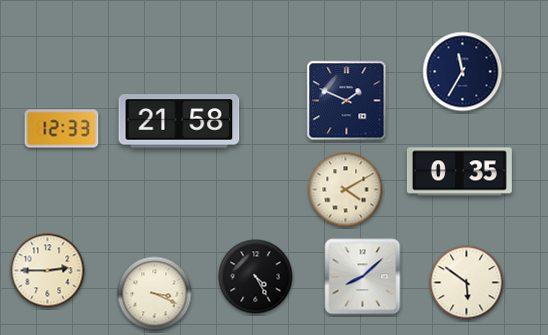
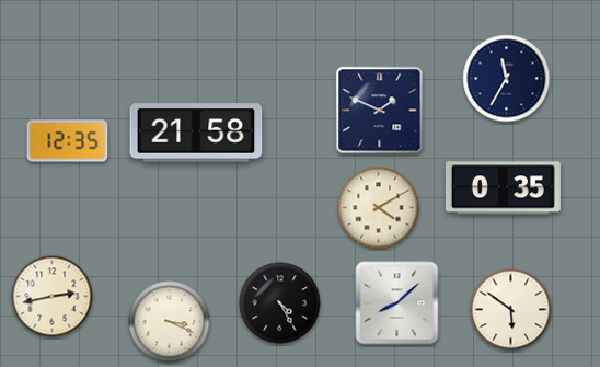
clock at (62, 129): 12:33 -> 12:35
clock at (48, 271): 2:45 -> 2:43
